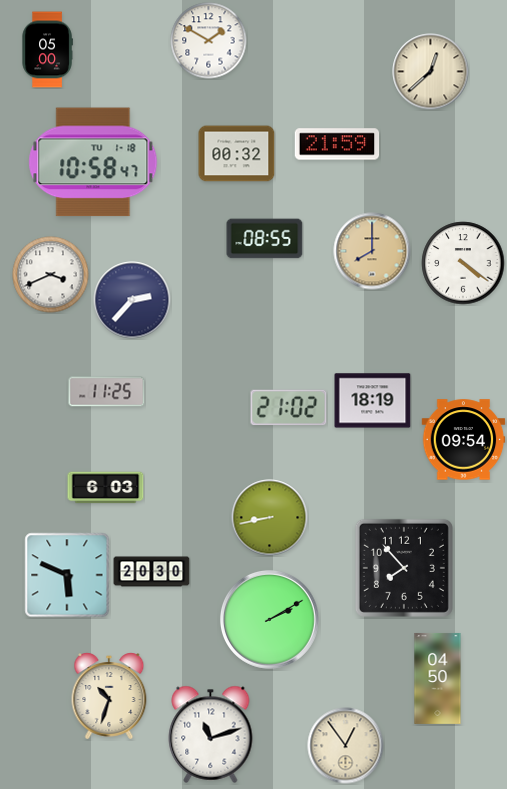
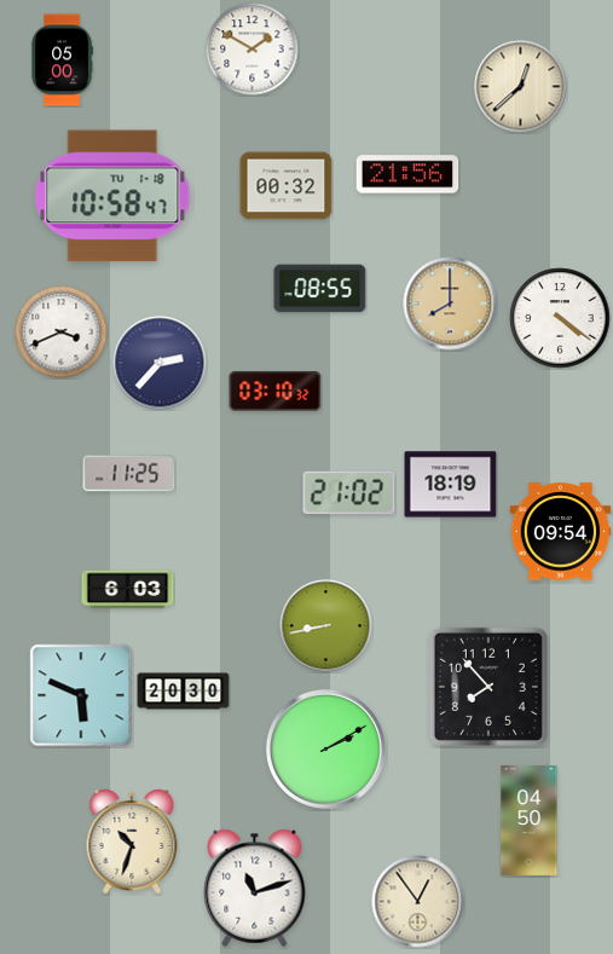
clock at (47, 50) position: (47, 50) -> (62, 60)
clock at (337, 144): 21:59 -> 21:56
clock at (276, 391): none -> 03:10
